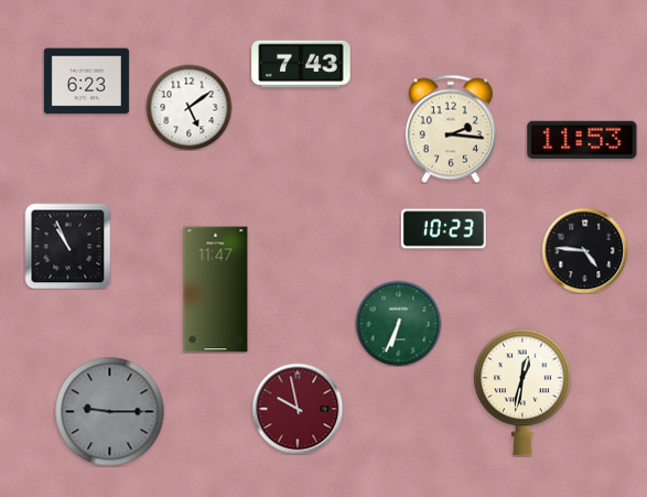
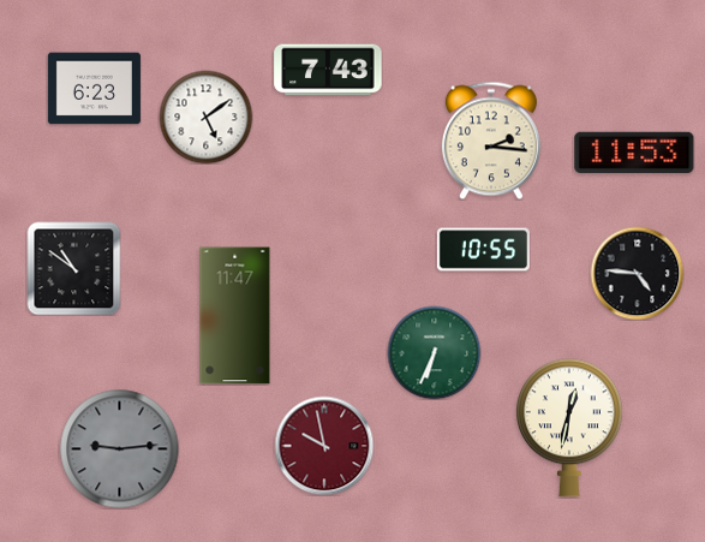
clock at (443, 229): 10:23 -> 10:55
clock at (67, 246): 10:56 -> 10:51
clock at (110, 412): 9:15 -> 9:14
